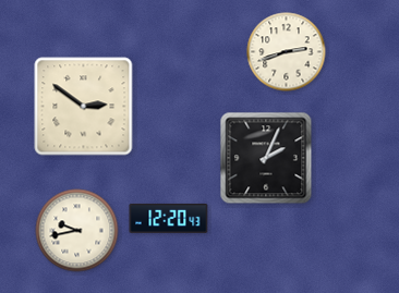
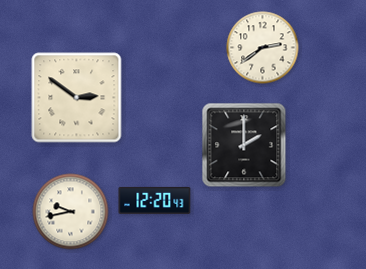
clock at (287, 52): 2:42 -> 2:39
clock at (266, 158): 2:04 -> 2:00
